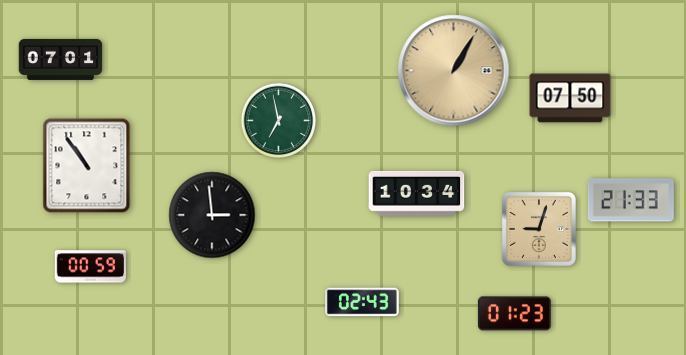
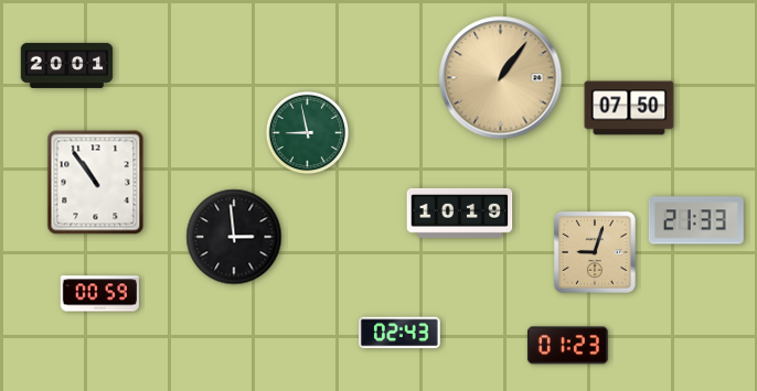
clock at (61, 59): 07:01 -> 20:01
clock at (454, 71): 1:05 -> 1:06
clock at (279, 121): 6:58 -> 8:58
clock at (417, 193): 10:34 -> 10:19
